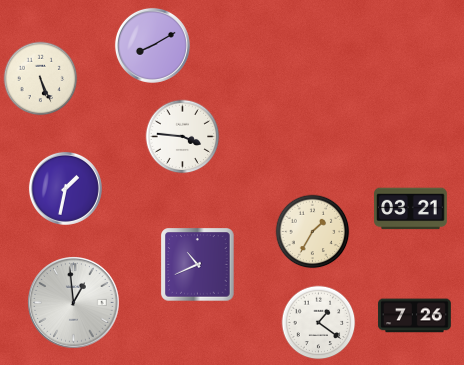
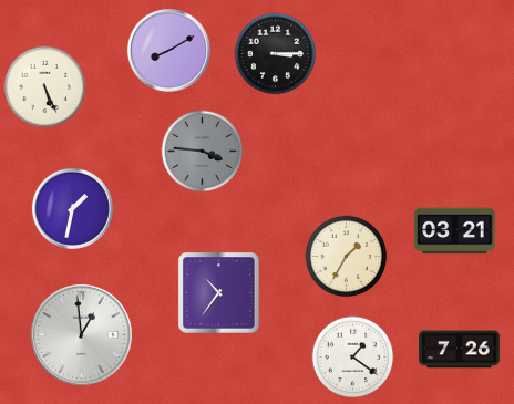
clock at (276, 54): none -> 3:15
clock at (183, 137) dial: white -> grey
clock at (198, 265): 10:41 -> 10:36
